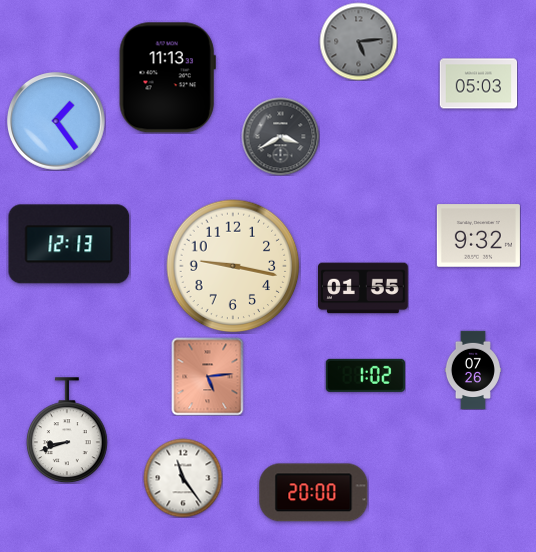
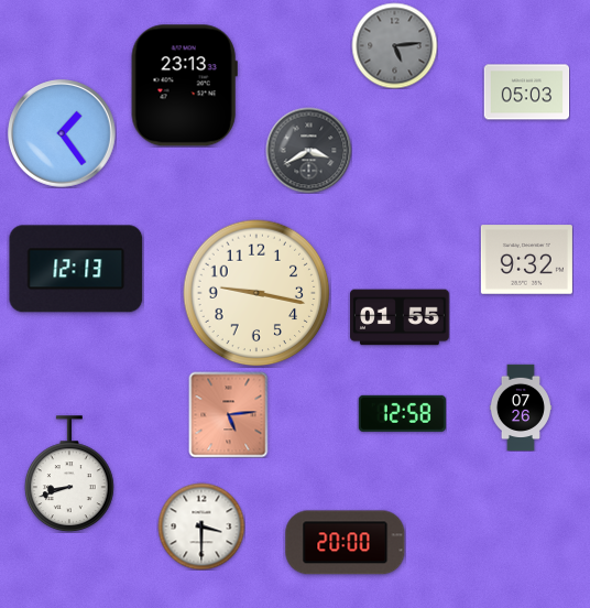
clock at (167, 78): 11:13 -> 23:13
clock at (365, 375): 1:02 -> 12:58
clock at (67, 430) position: (67, 430) -> (69, 474)
clock at (183, 478): 11:24 -> 3:30
